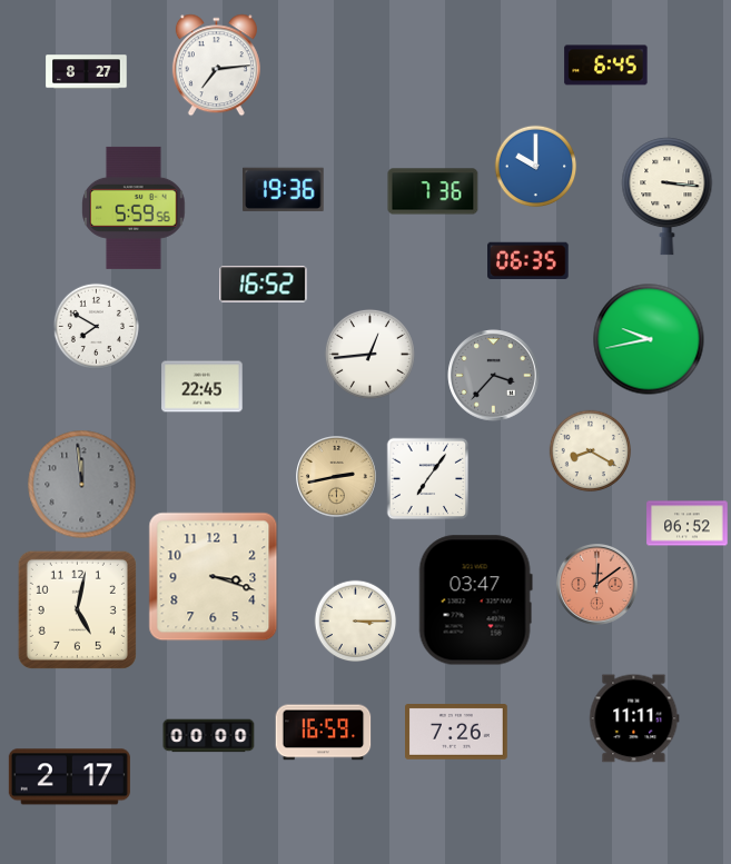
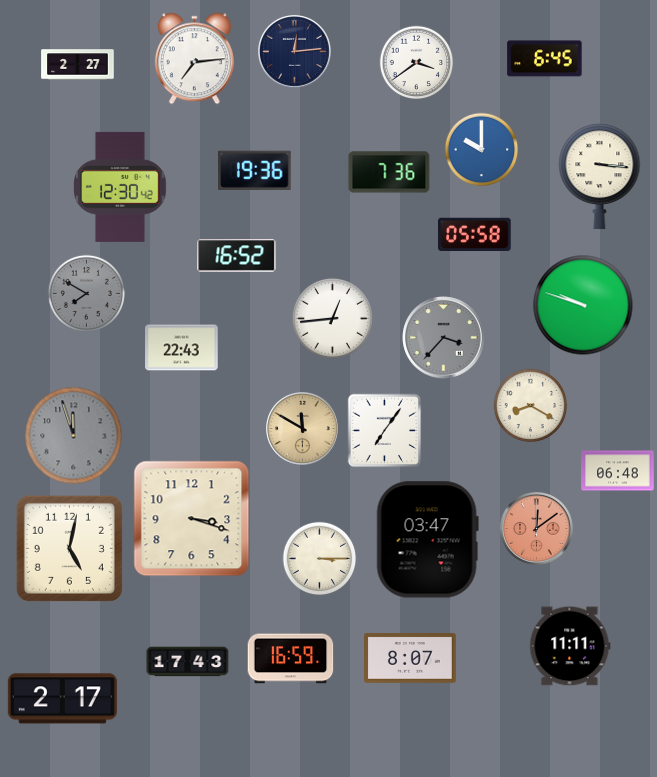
clock at (295, 52): none -> 12:14
clock at (417, 63): none -> 3:39
clock at (87, 72): 8:27 -> 2:27
clock at (135, 208): 5:59 -> 12:30
clock at (529, 260): 06:35 -> 05:58
clock at (96, 326) dial: white -> grey
clock at (649, 339): 9:43 -> 9:48
clock at (202, 387): 22:45 -> 22:43
clock at (337, 477): 2:43 -> 11:50
clock at (82, 485): 11:59 -> 11:57
clock at (688, 524): 06:52 -> 06:48
clock at (597, 585) position: (597, 585) -> (537, 529)
clock at (457, 733): 7:26 -> 8:07
clock at (209, 736): 00:00 -> 17:43
